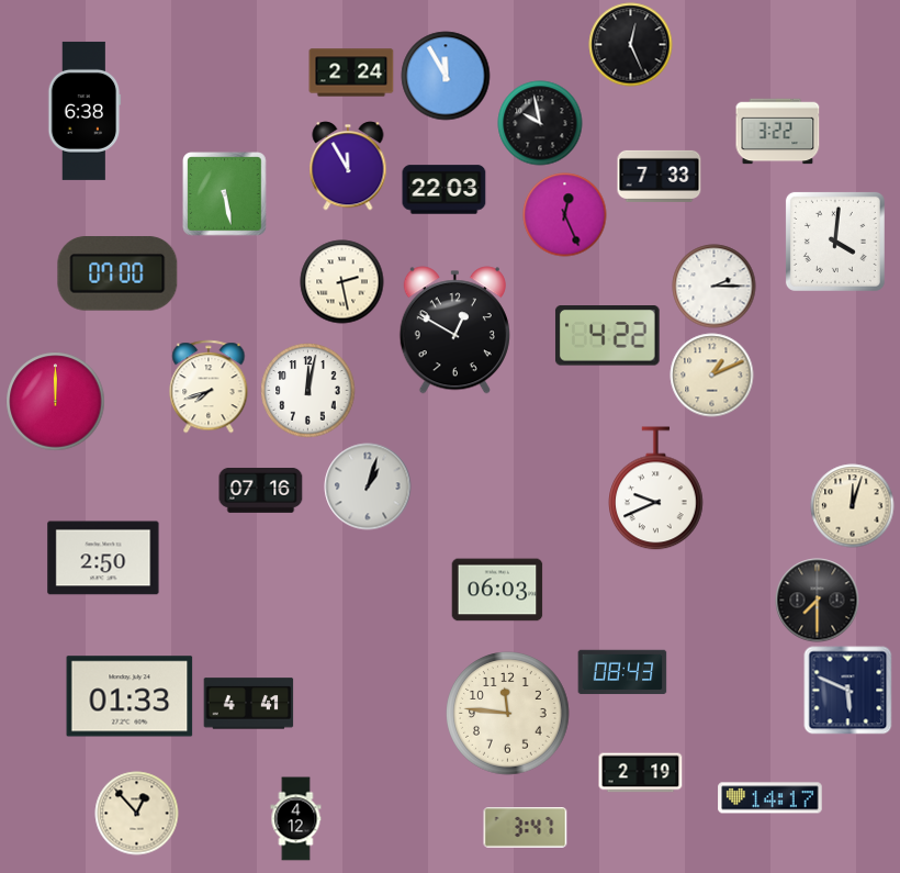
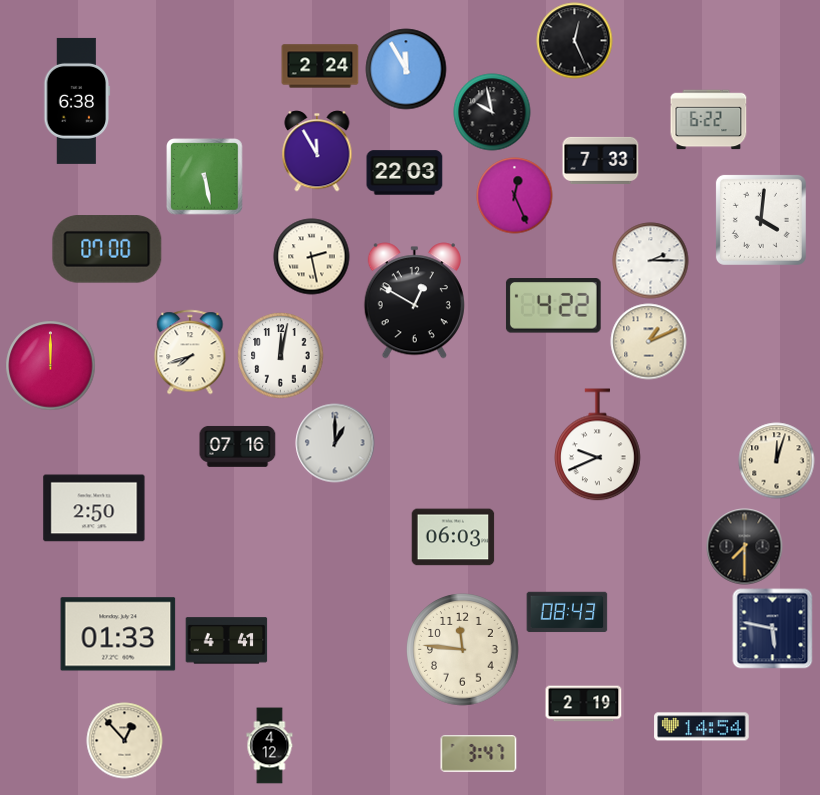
clock at (778, 132): 3:22 -> 6:22
clock at (368, 486): 1:03 -> 1:00
clock at (848, 691): 5:49 -> 5:47
clock at (770, 798): 14:17 -> 14:54
